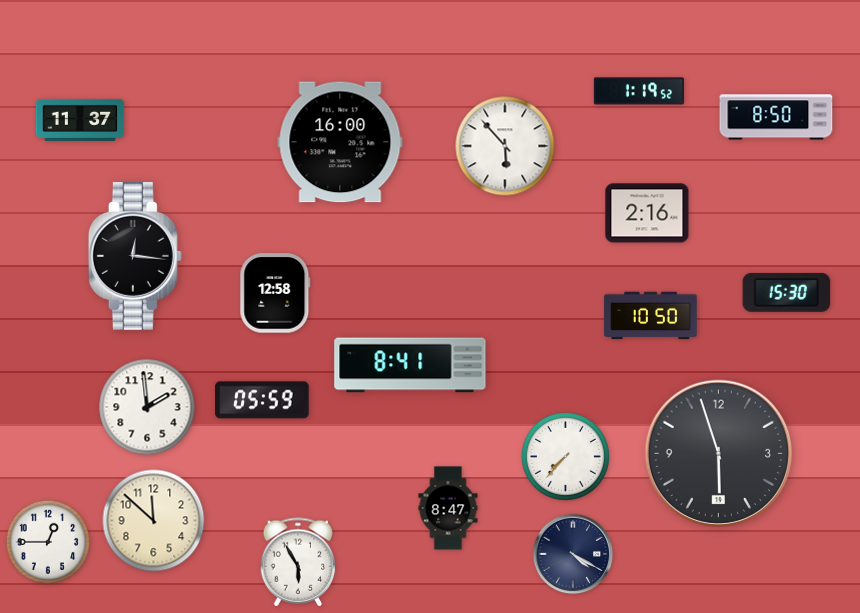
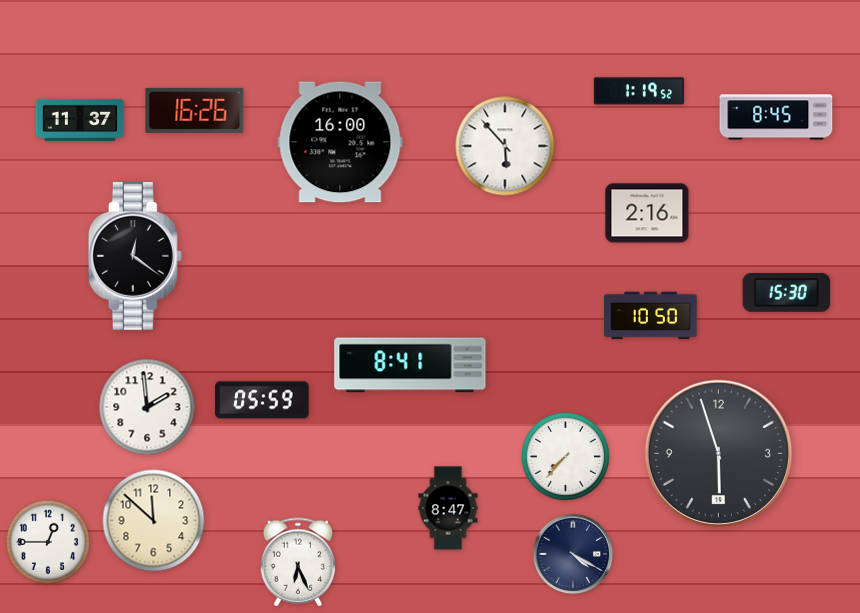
clock at (195, 110): none -> 16:26
clock at (776, 117): 8:50 -> 8:45
clock at (135, 256): 12:16 -> 12:21
clock at (275, 293): 12:58 -> none
clock at (298, 562): 5:55 -> 6:26
